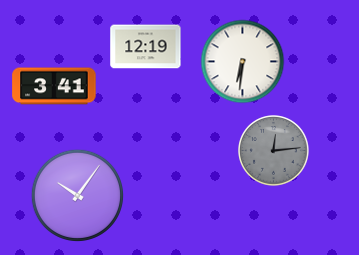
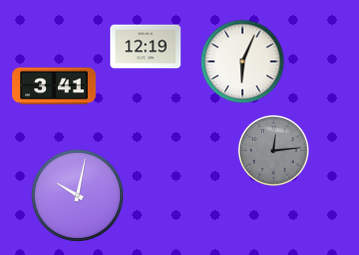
clock at (243, 62): 6:31 -> 6:04
clock at (77, 195): 10:06 -> 10:02
